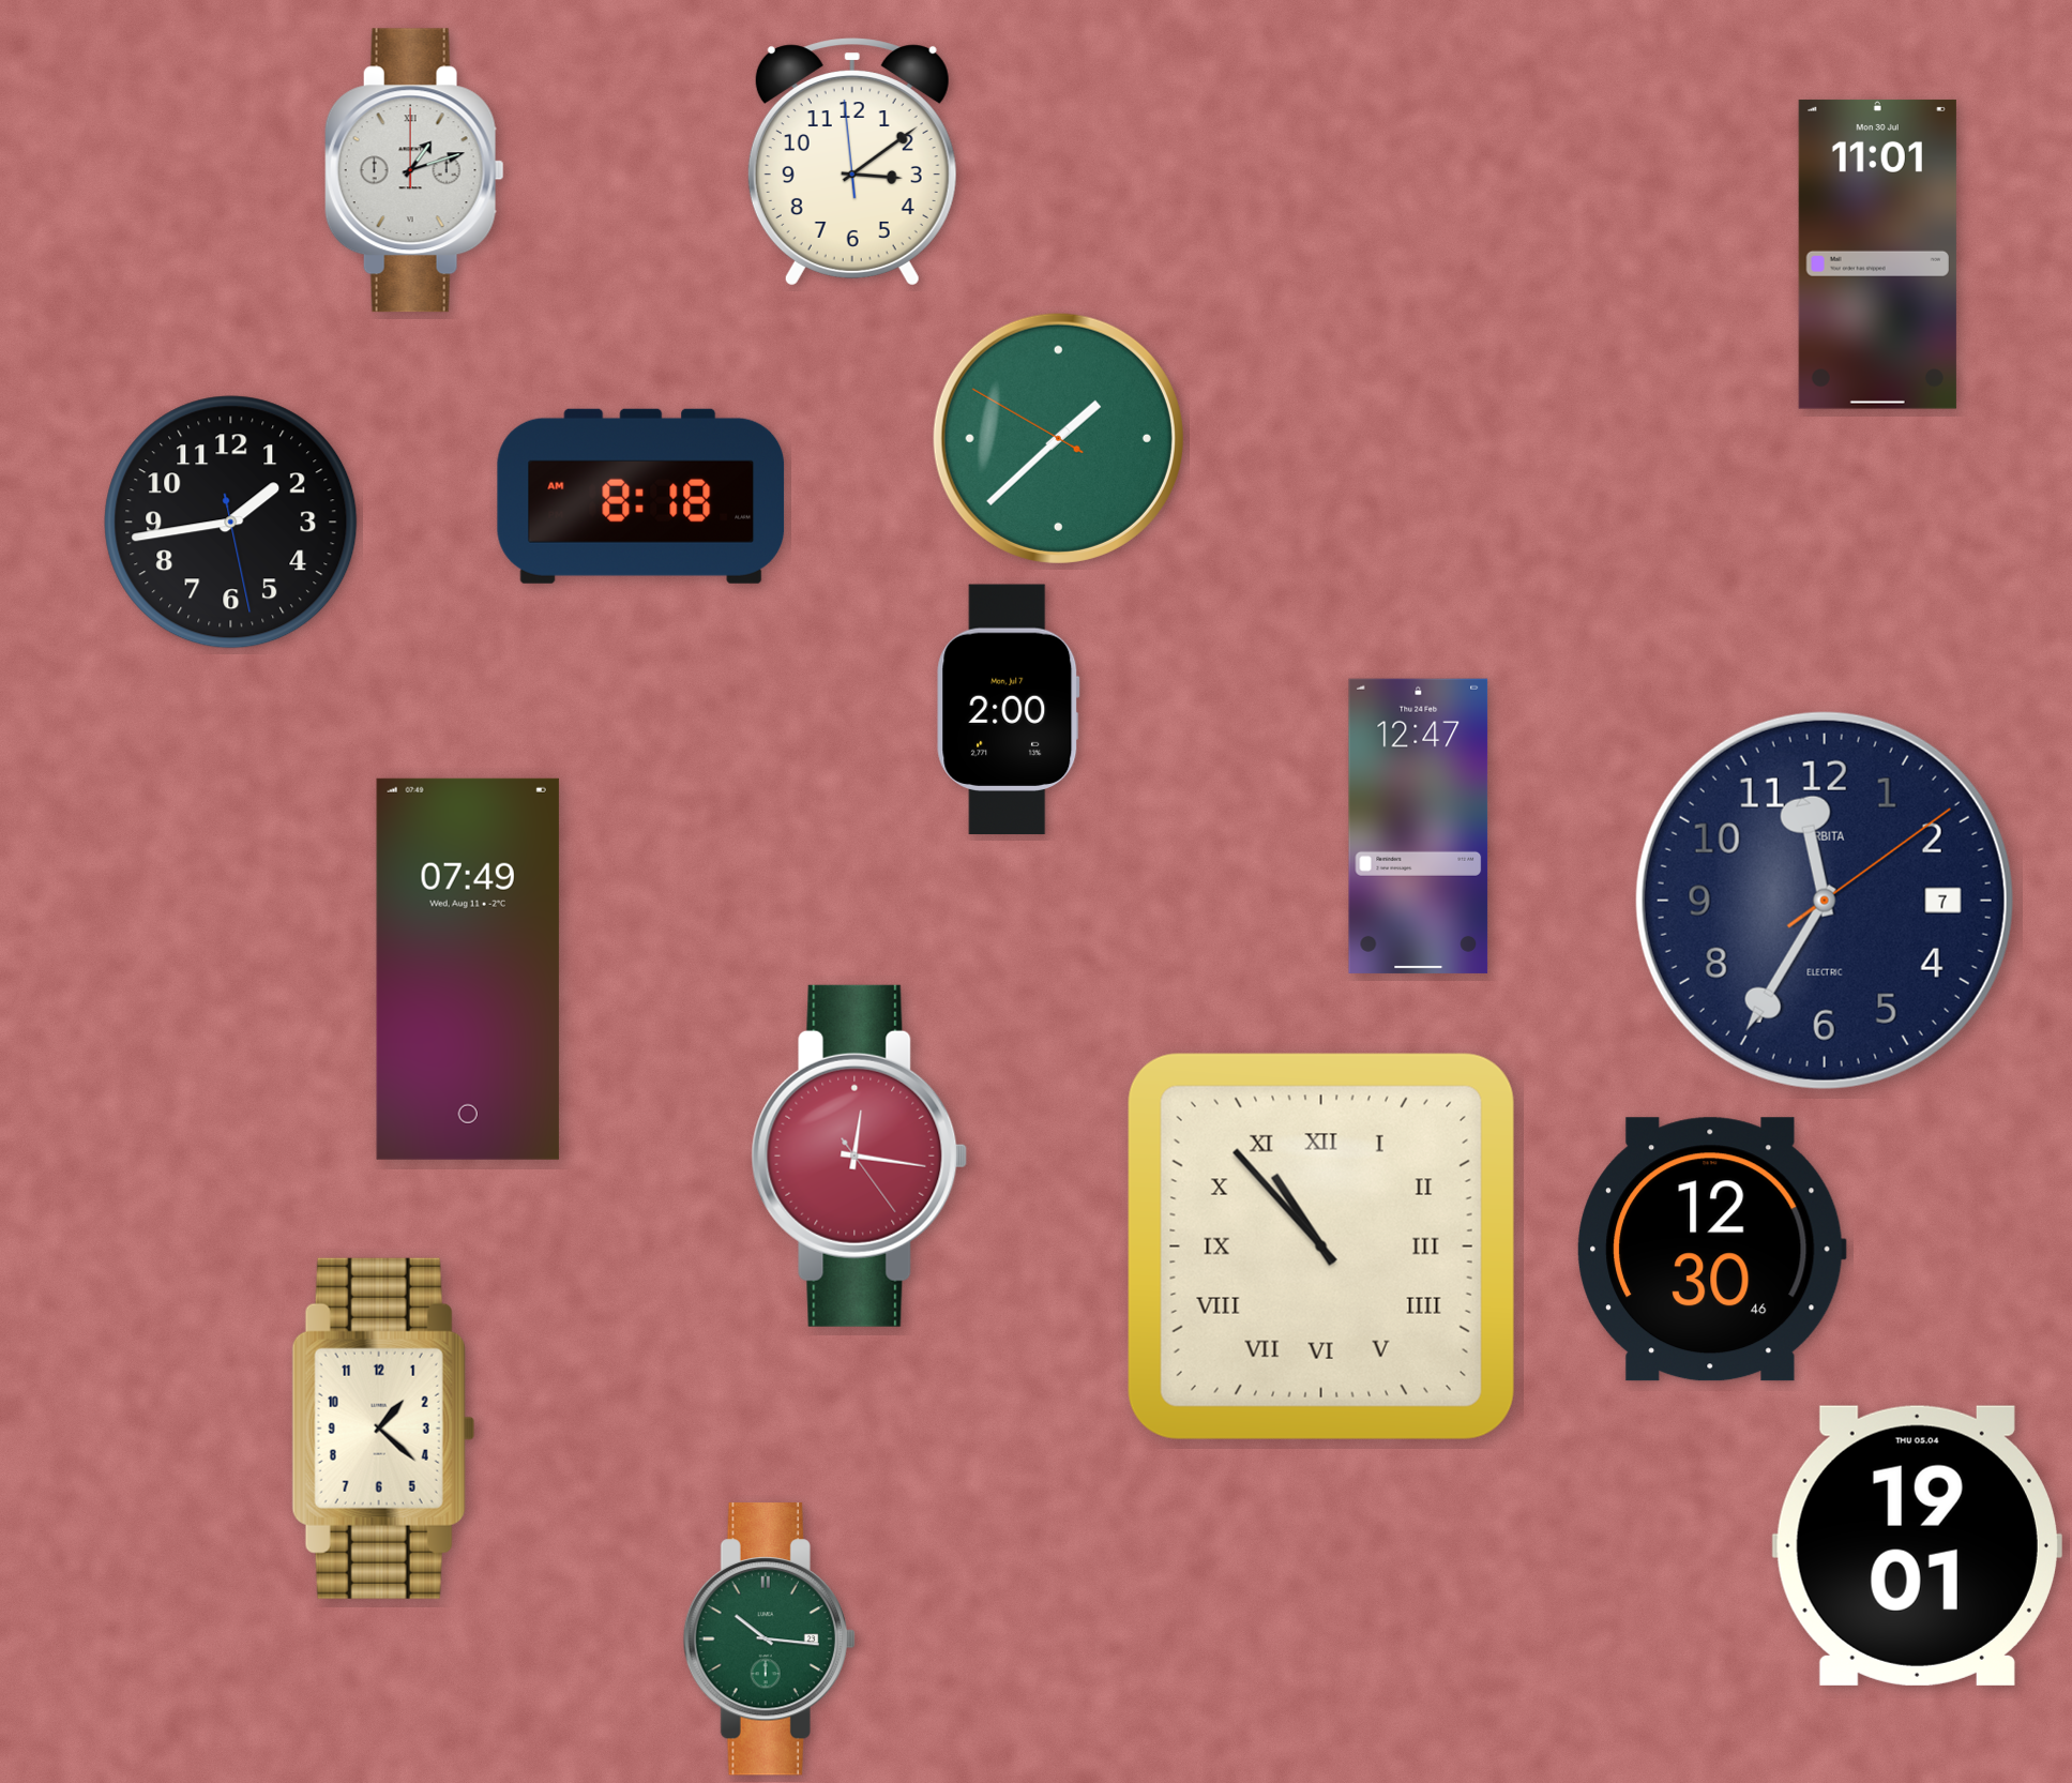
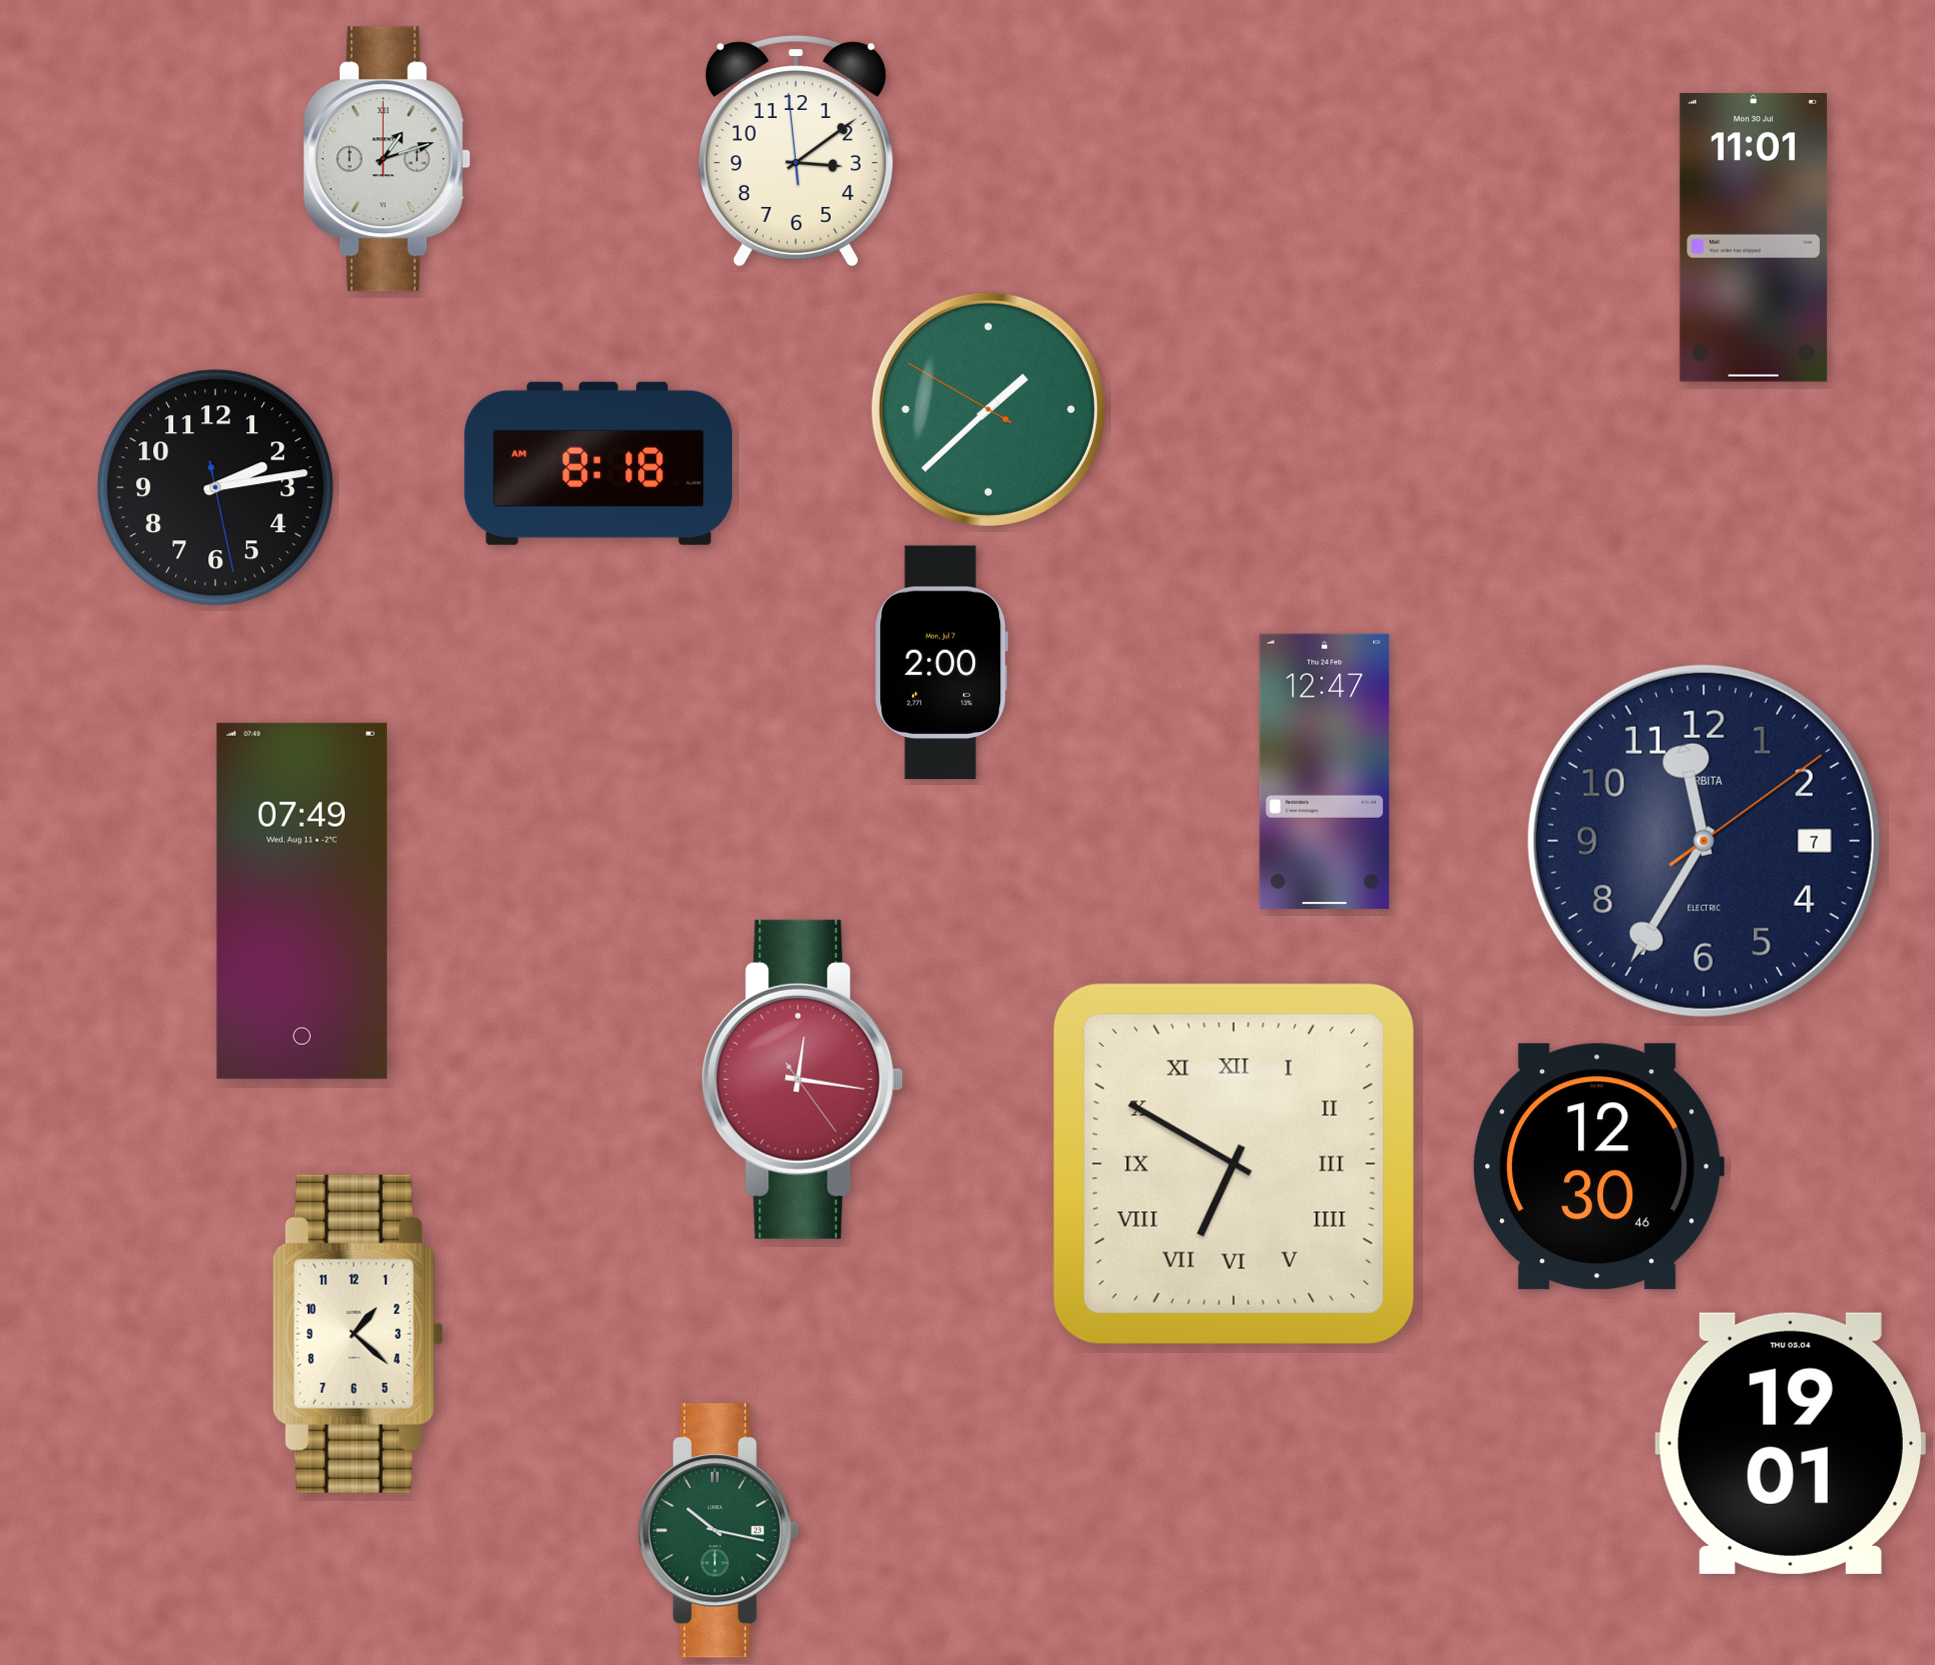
clock at (231, 523): 1:43 -> 2:13
clock at (468, 969) position: (468, 969) -> (302, 901)
clock at (1321, 1246): 10:53 -> 6:50
clock at (769, 1640): 10:16 -> 10:17
